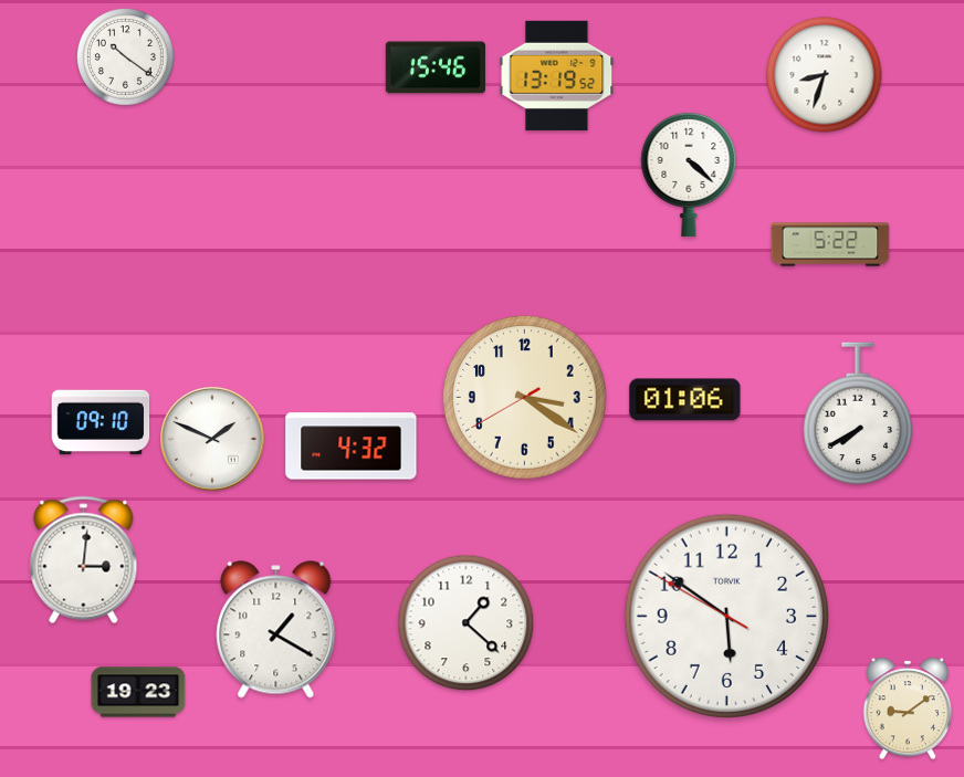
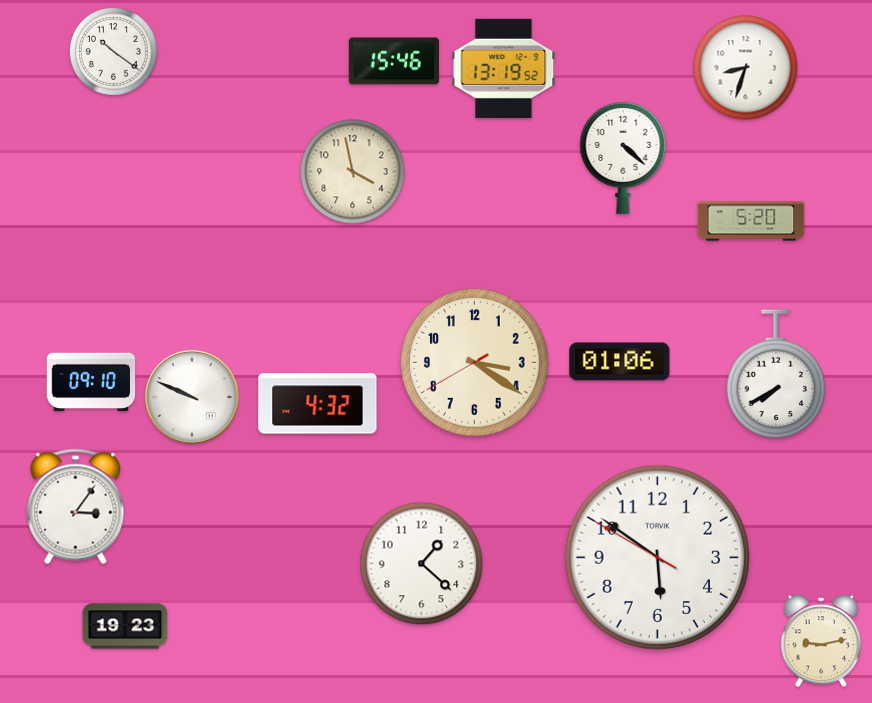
clock at (353, 172): none -> 3:58
clock at (830, 244): 5:22 -> 5:20
clock at (525, 398) position: (525, 398) -> (475, 363)
clock at (212, 439): 1:49 -> 9:49
clock at (84, 560): 3:01 -> 3:06
clock at (276, 630): 1:20 -> none
clock at (908, 708): 9:09 -> 9:13
